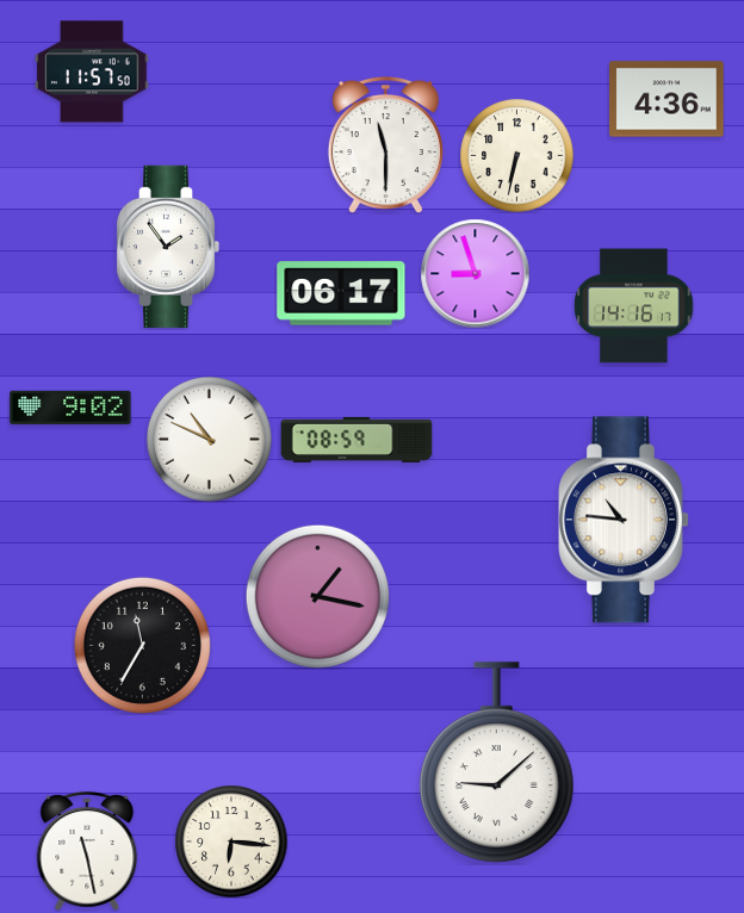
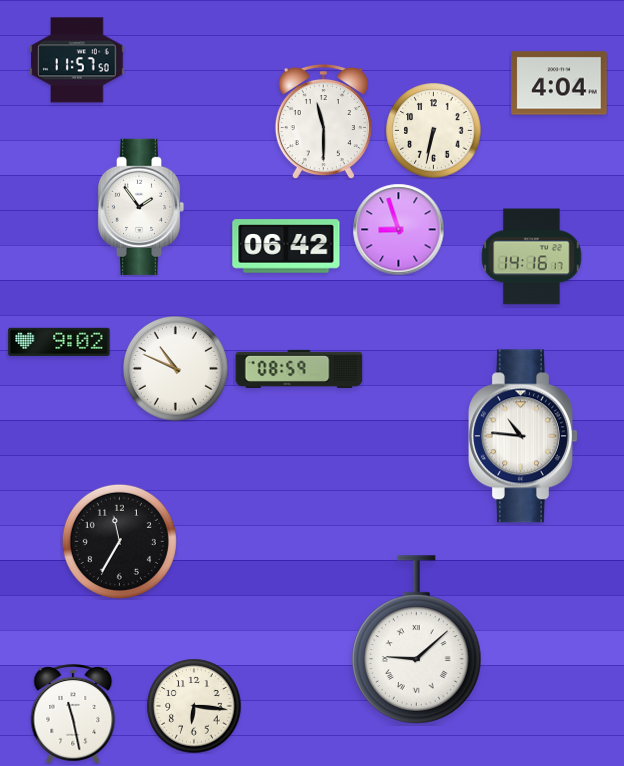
clock at (666, 99): 4:36 -> 4:04
clock at (341, 293): 06:17 -> 06:42
clock at (317, 596): 1:17 -> none
